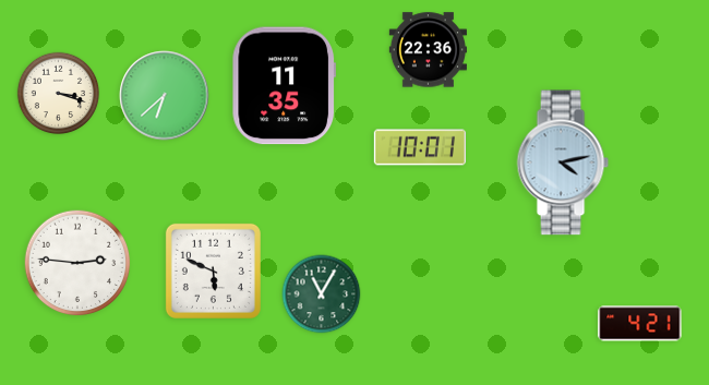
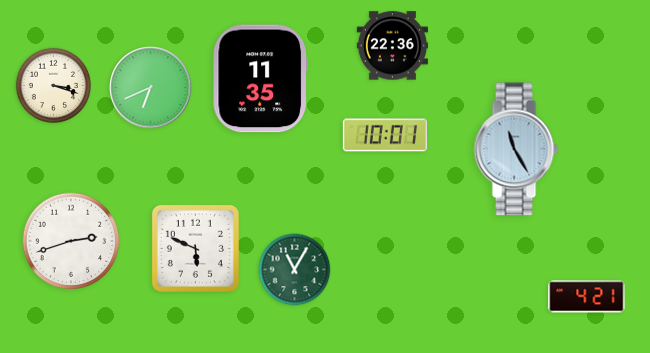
clock at (165, 96): 6:38 -> 6:41
clock at (563, 163): 4:13 -> 11:25
clock at (77, 263): 2:46 -> 2:42
